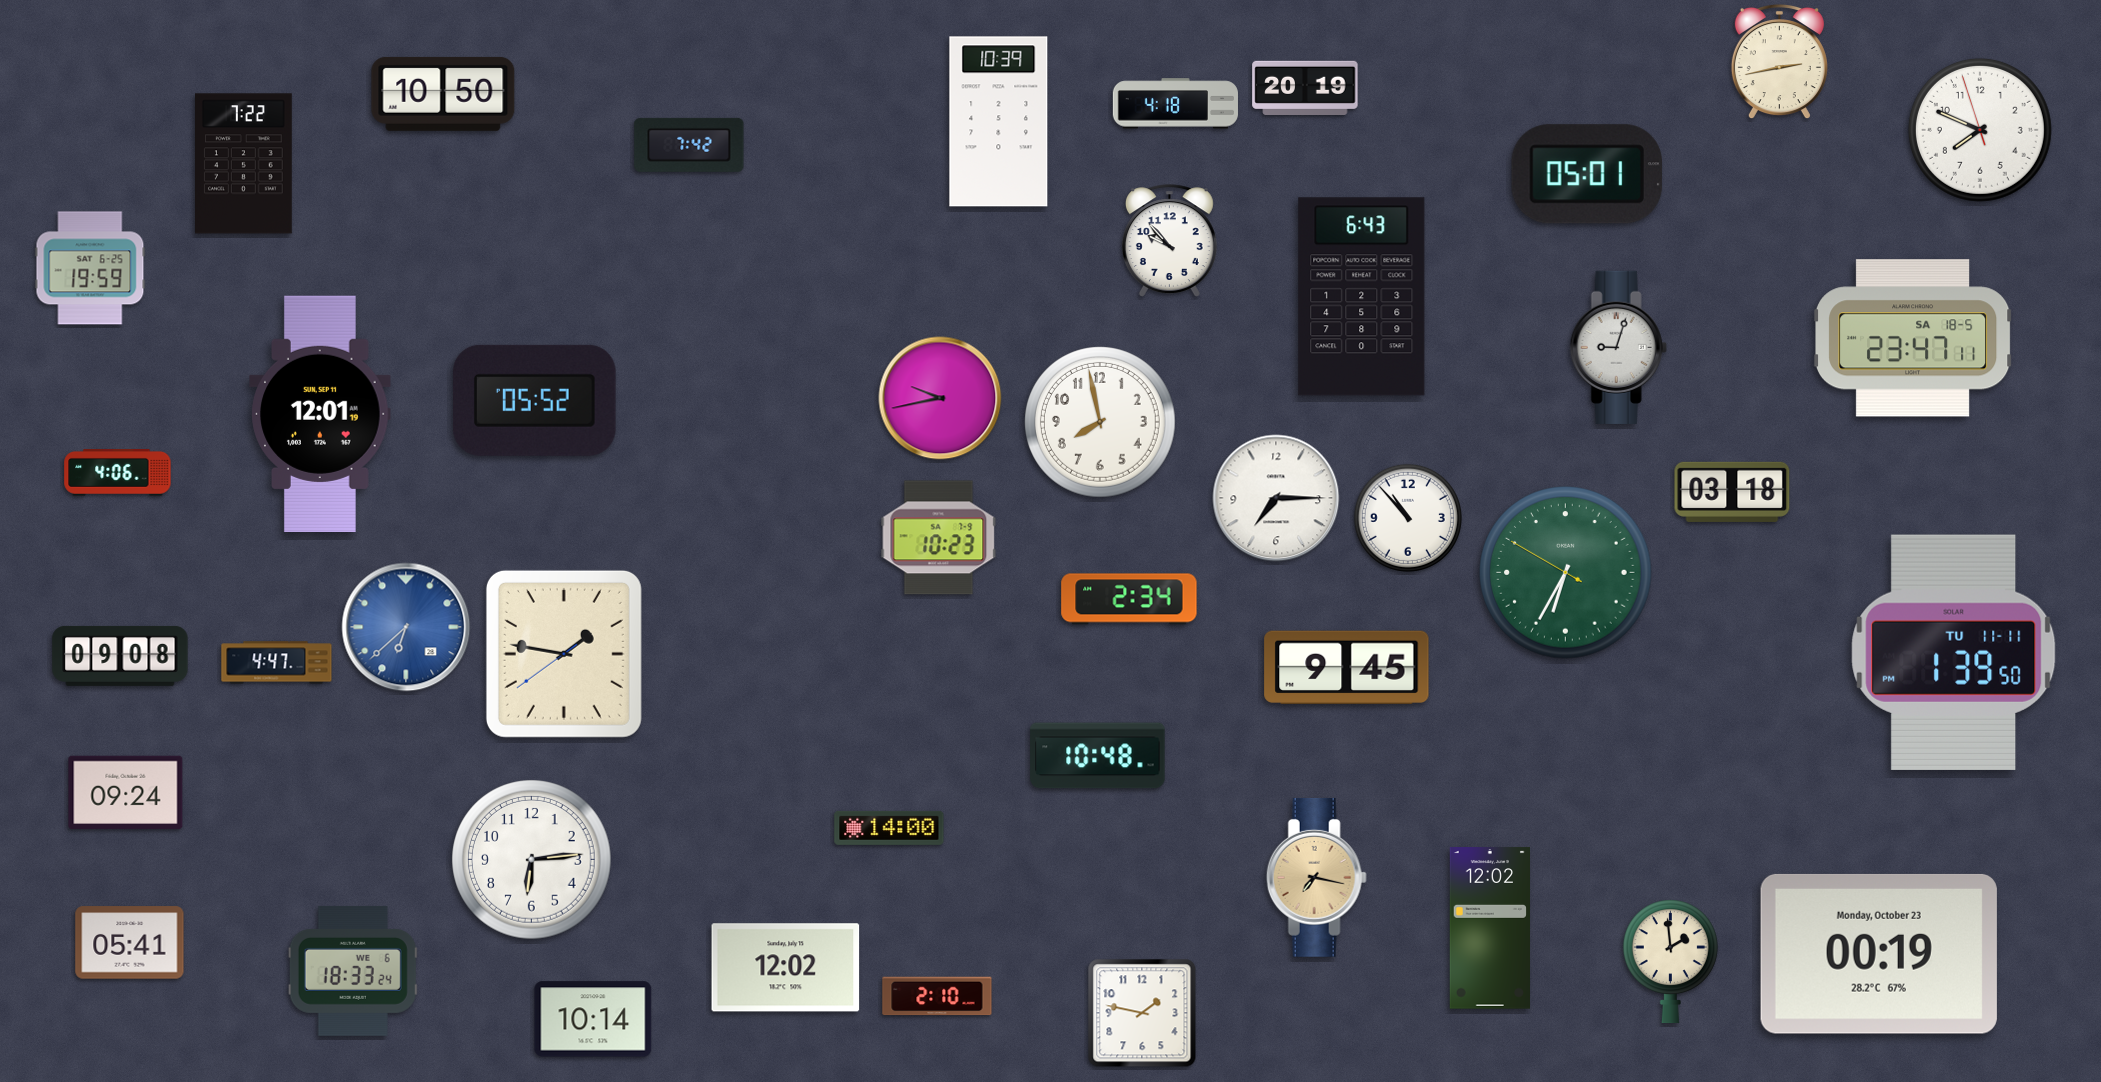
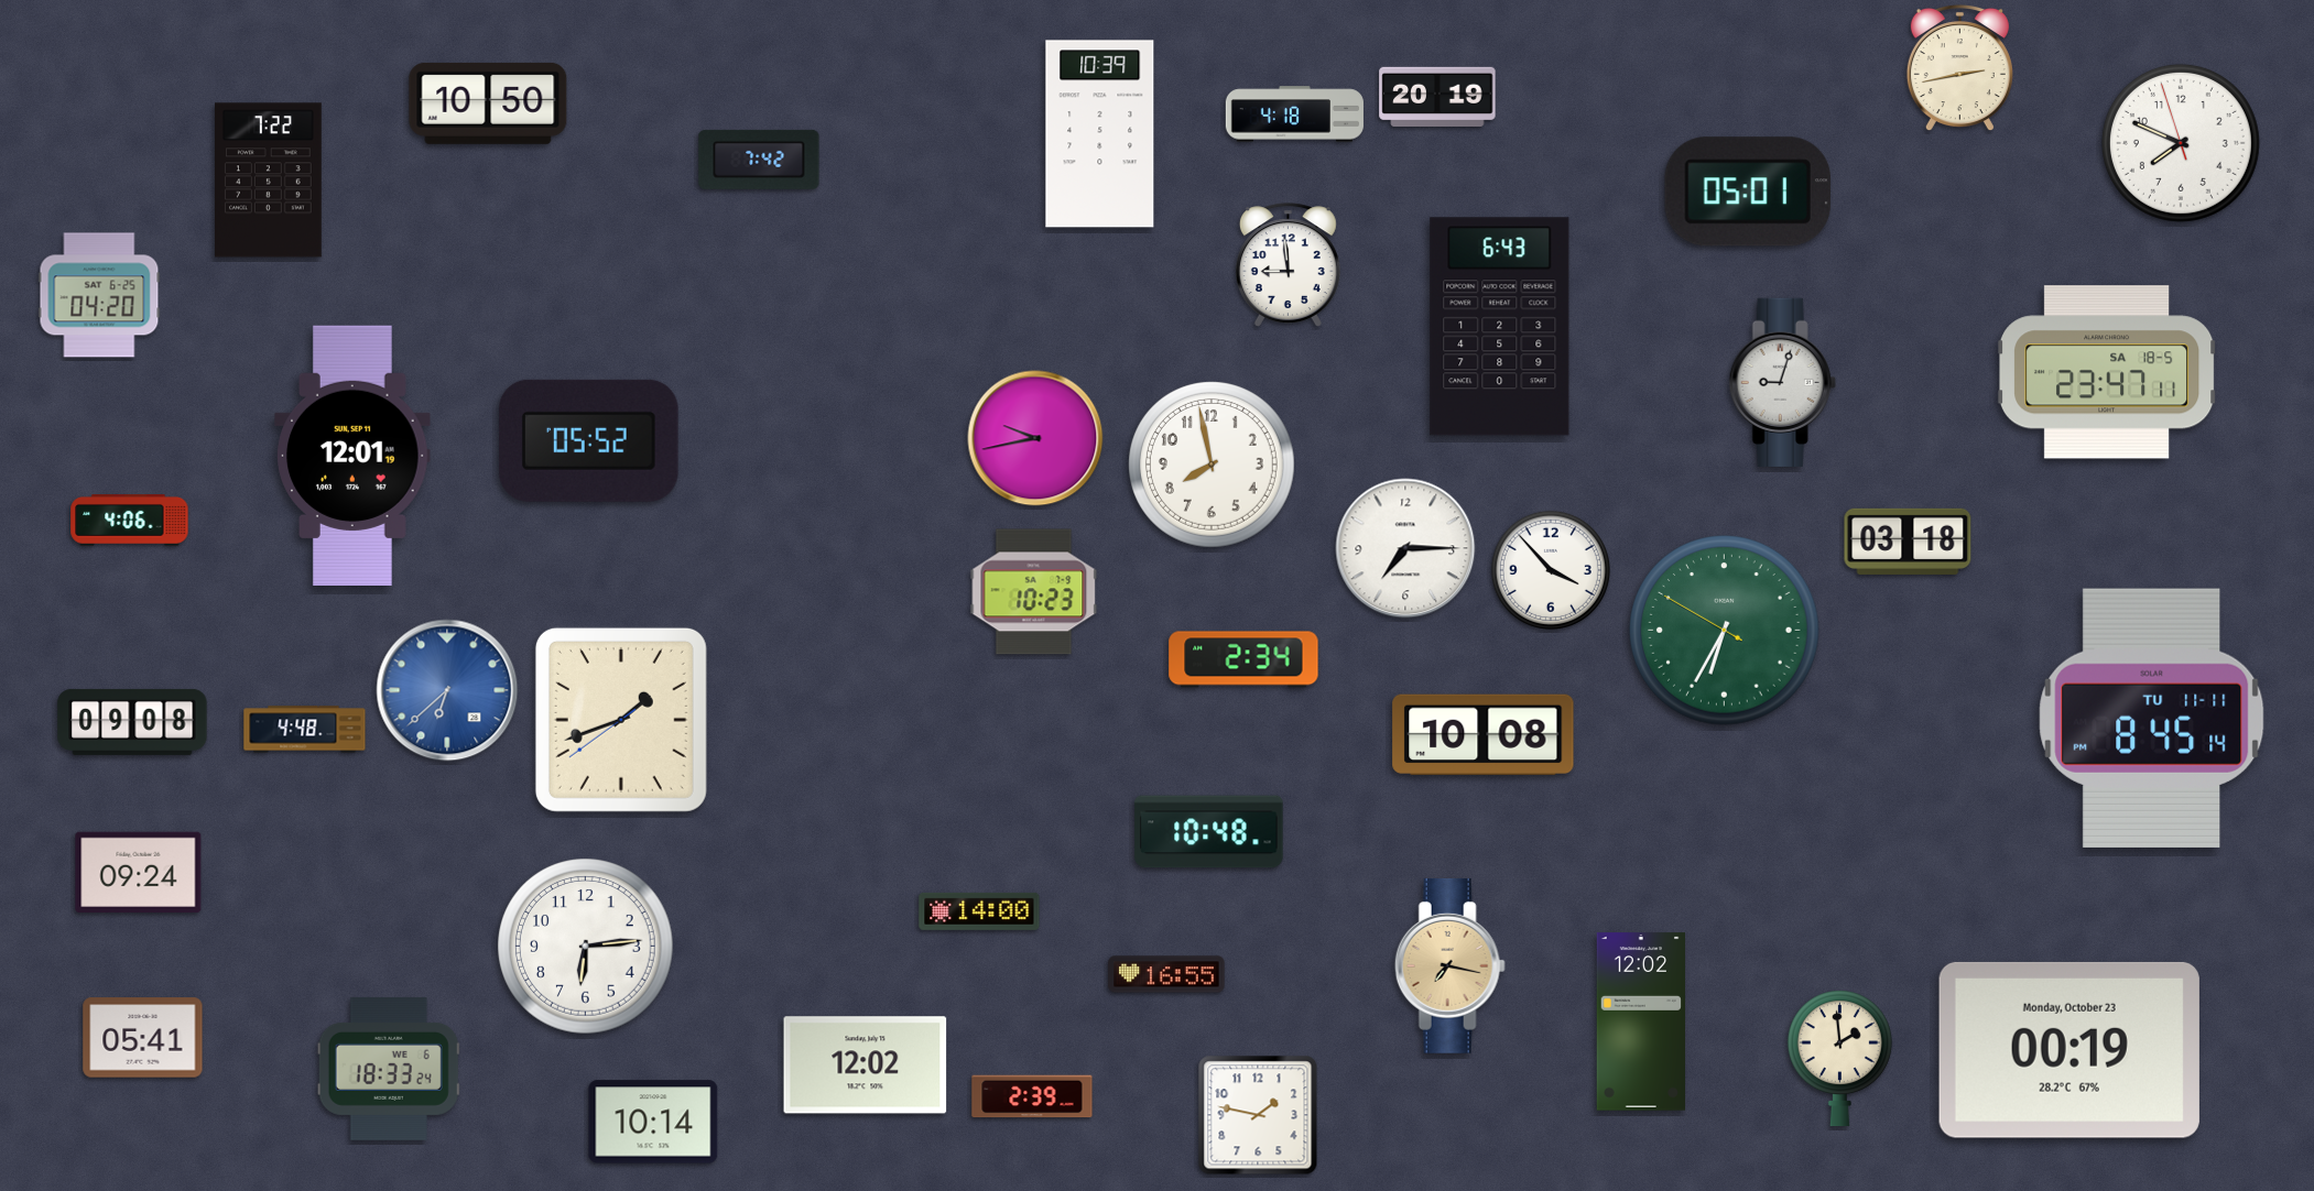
clock at (1169, 241): 9:53 -> 8:59
clock at (90, 268): 19:59 -> 04:20
clock at (1408, 518): 10:53 -> 3:53
clock at (1954, 652): 1:39 -> 8:45
clock at (564, 654): 1:46 -> 1:41
clock at (277, 663): 4:47 -> 4:48
clock at (1347, 667): 9:45 -> 10:08
clock at (1166, 974): none -> 16:55
clock at (937, 996): 2:10 -> 2:39
